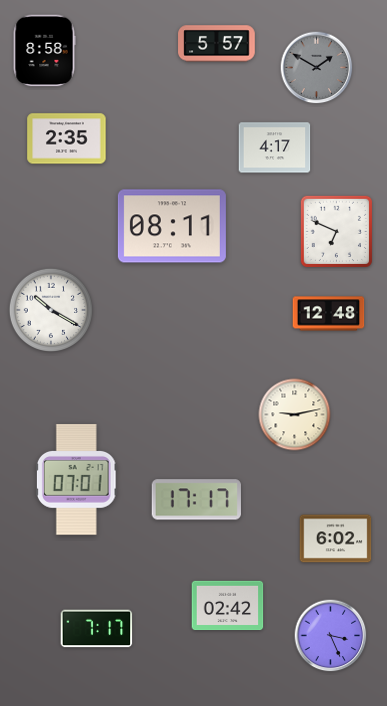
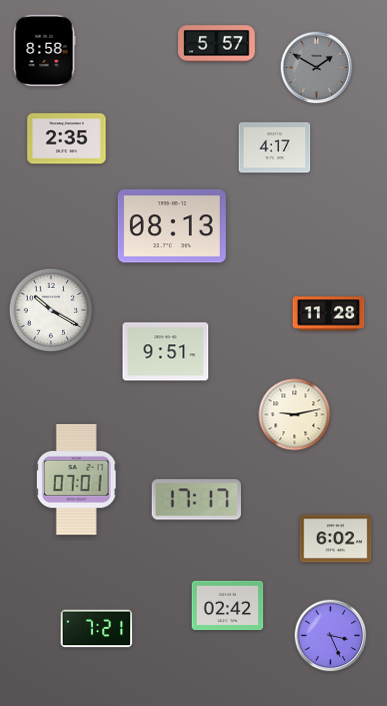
clock at (172, 226): 08:11 -> 08:13
clock at (336, 231): 6:49 -> none
clock at (329, 314): 12:48 -> 11:28
clock at (166, 352): none -> 9:51
clock at (97, 629): 7:17 -> 7:21
